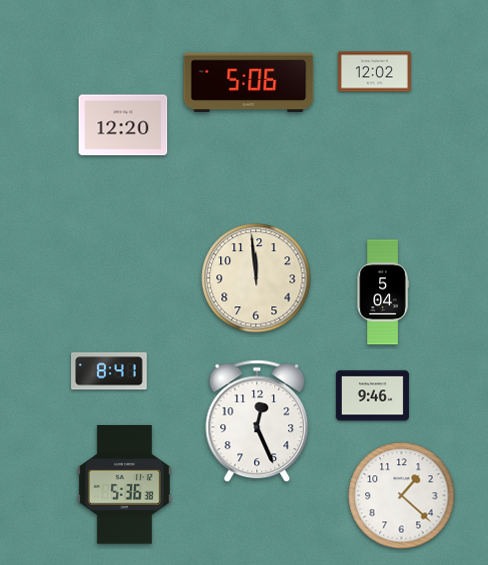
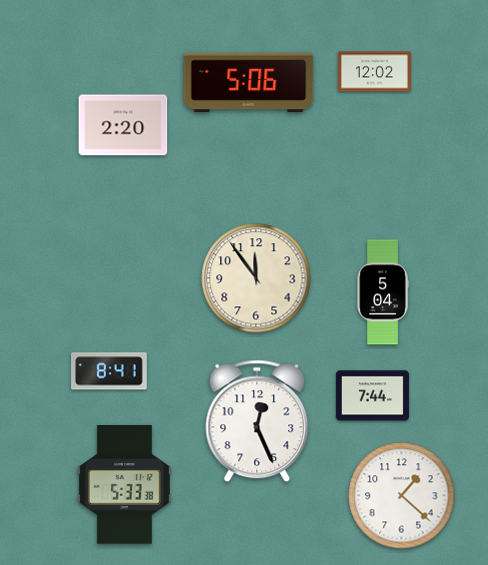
clock at (123, 125): 12:20 -> 2:20
clock at (256, 278): 11:59 -> 11:54
clock at (372, 396): 9:46 -> 7:44
clock at (124, 485): 5:36 -> 5:33
